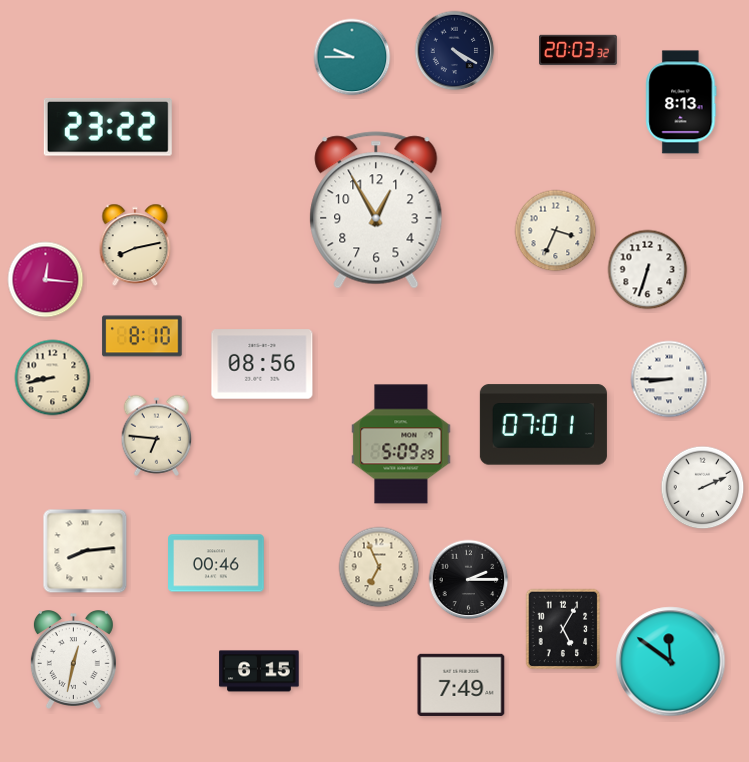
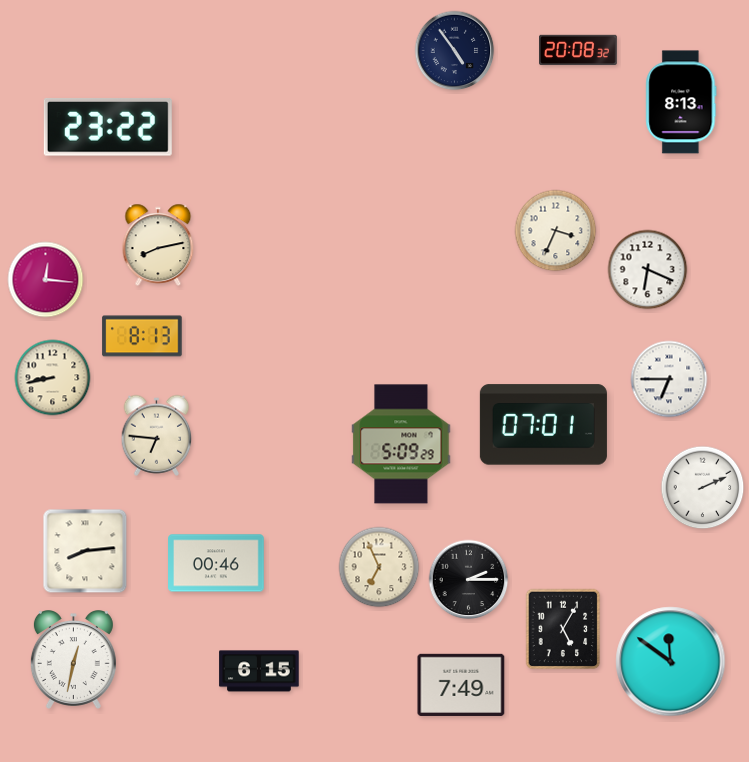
clock at (579, 50): 20:03 -> 20:08
clock at (455, 51): 4:20 -> 4:54
clock at (352, 57): 9:45 -> none
clock at (376, 210): 12:55 -> none
clock at (135, 244) position: (135, 244) -> (158, 244)
clock at (648, 270): 6:33 -> 6:19
clock at (142, 336): 8:10 -> 8:13
clock at (262, 364): 08:56 -> none
clock at (669, 379): 8:45 -> 6:45
